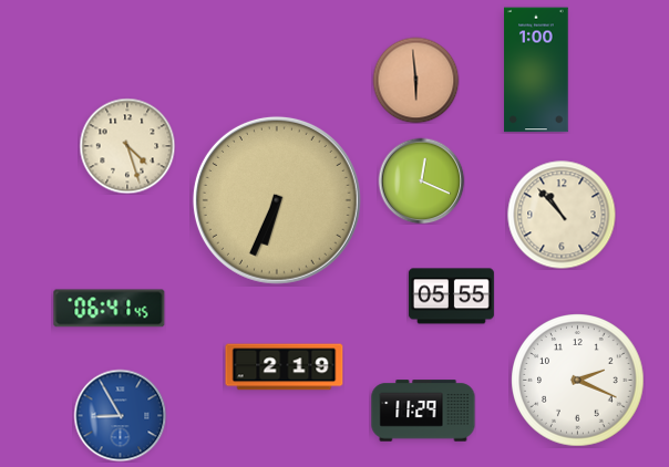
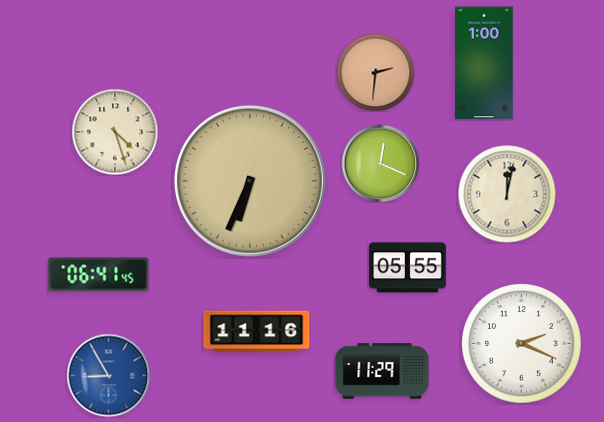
clock at (415, 80): 5:59 -> 2:31
clock at (562, 215): 10:53 -> 12:02
clock at (110, 309) position: (110, 309) -> (99, 275)
clock at (285, 367): 2:19 -> 11:16
